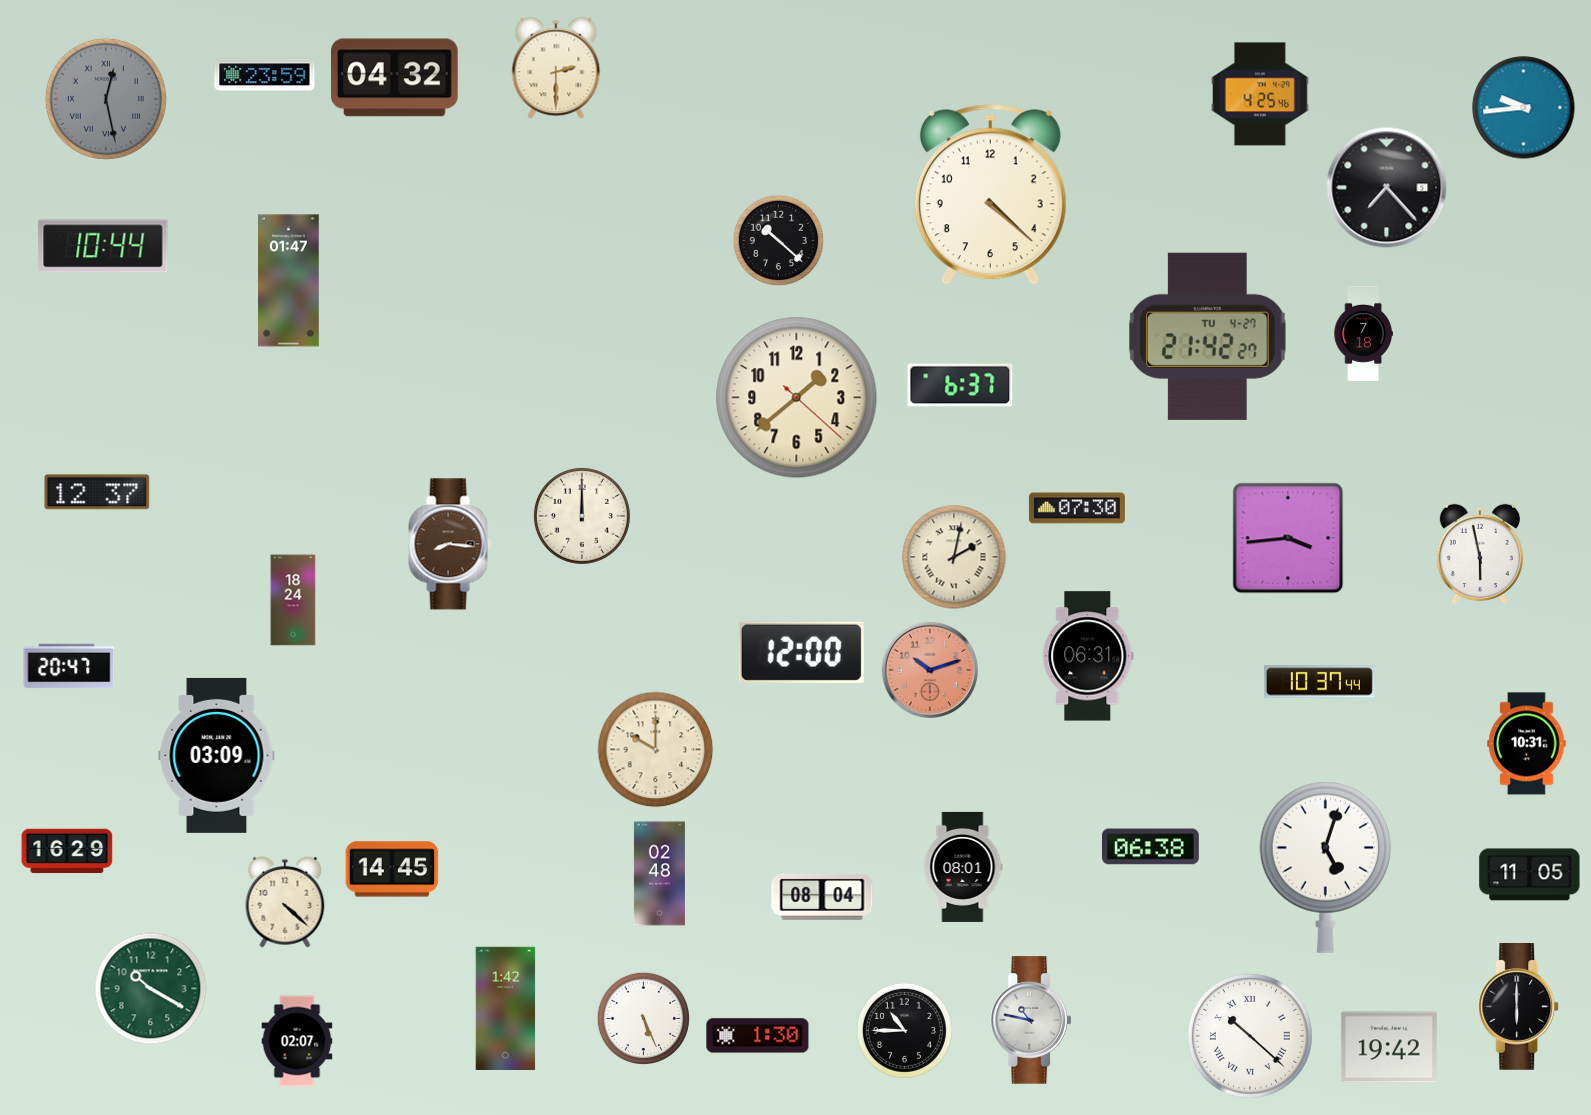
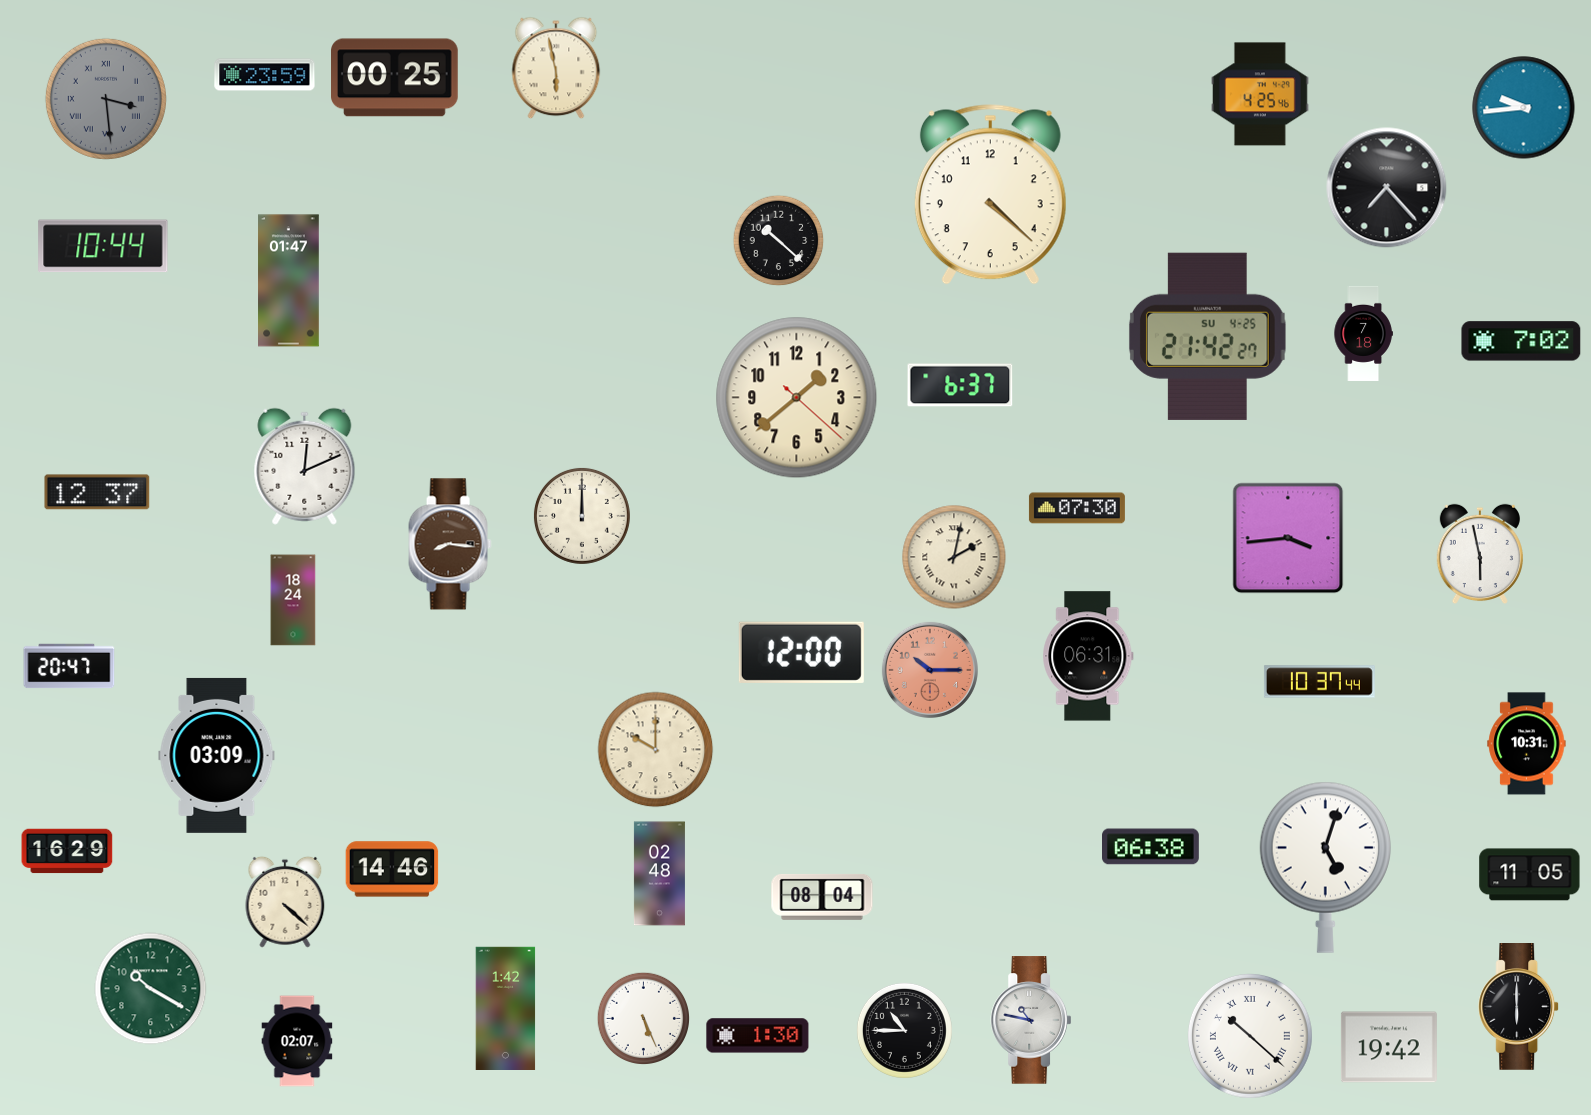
clock at (556, 68): 2:30 -> 5:58
clock at (395, 78): 04:32 -> 00:25
clock at (106, 99): 12:28 -> 3:29
clock at (1207, 336) date: TU 4-27 -> SU 4-25
clock at (1521, 341): none -> 7:02
clock at (305, 466): none -> 12:11
clock at (930, 670): 10:12 -> 10:15
clock at (963, 867): 08:01 -> none
clock at (392, 869): 14:45 -> 14:46
